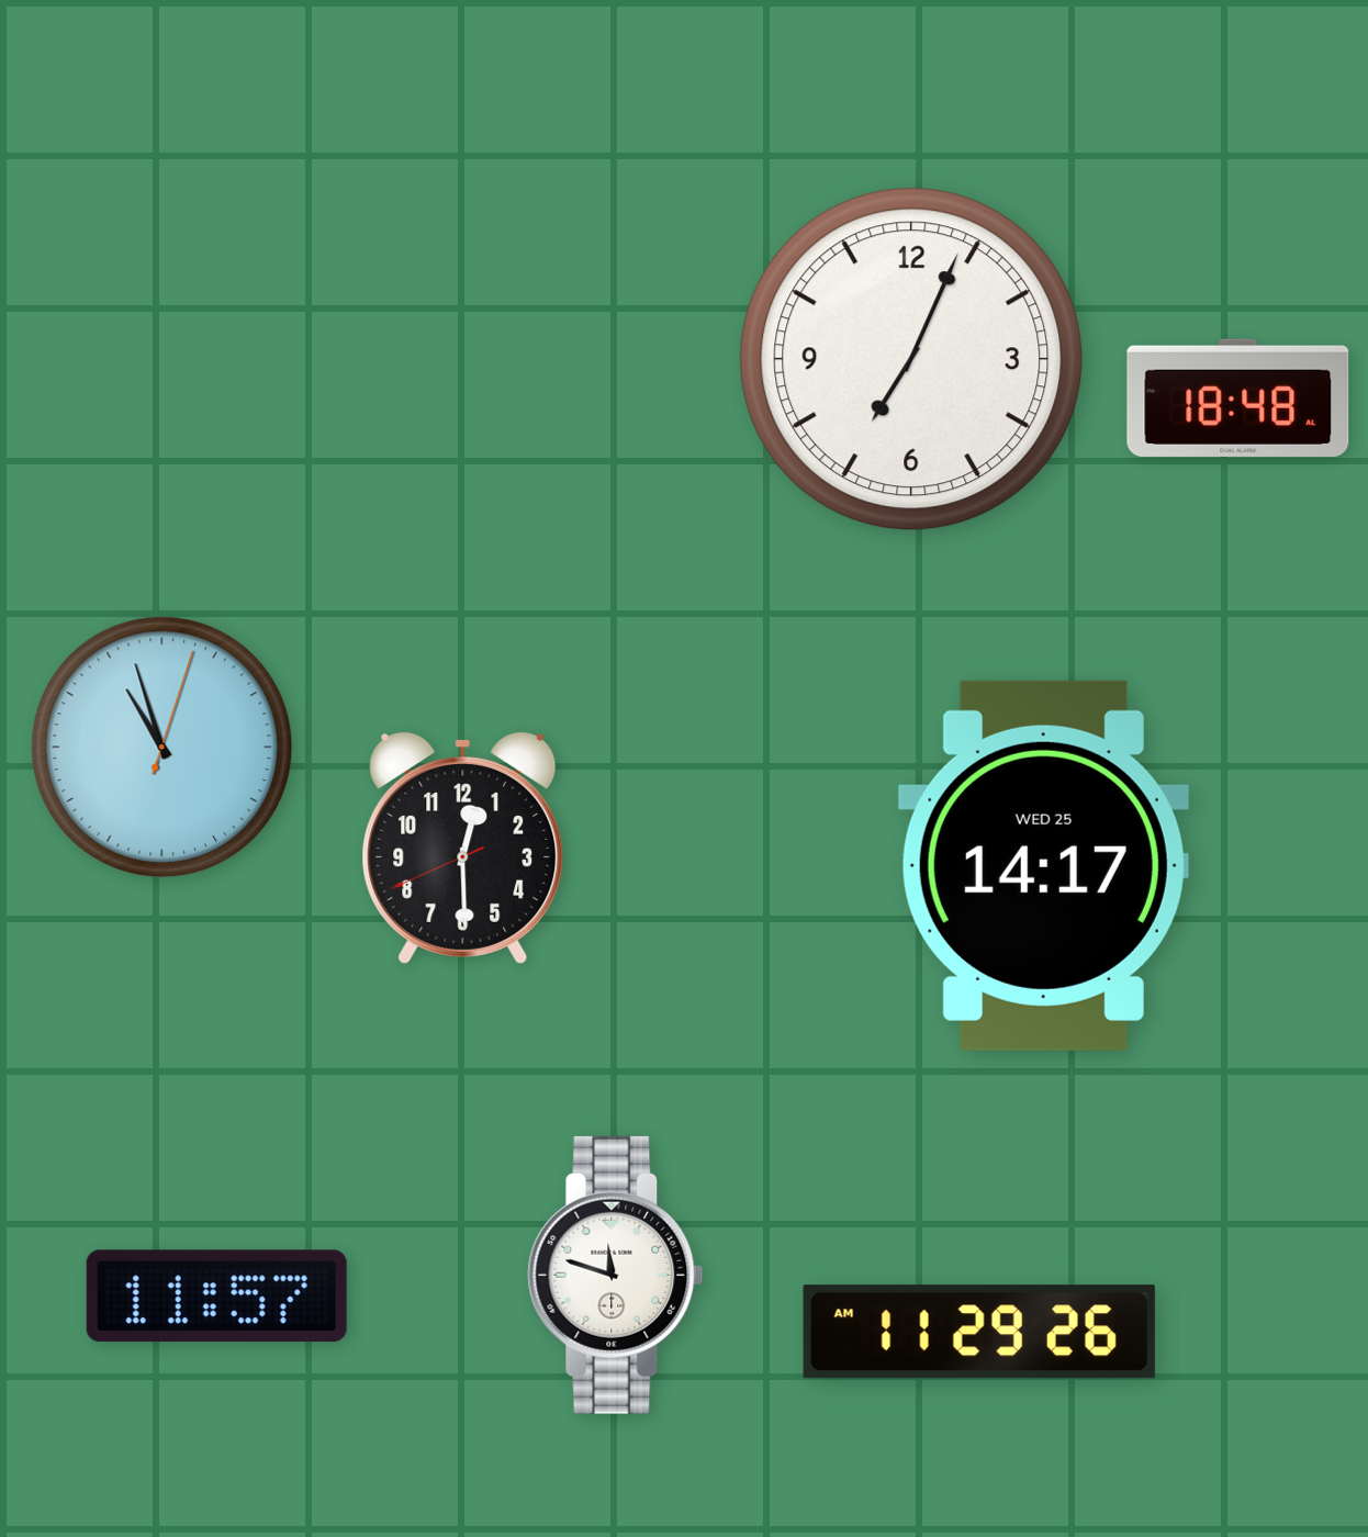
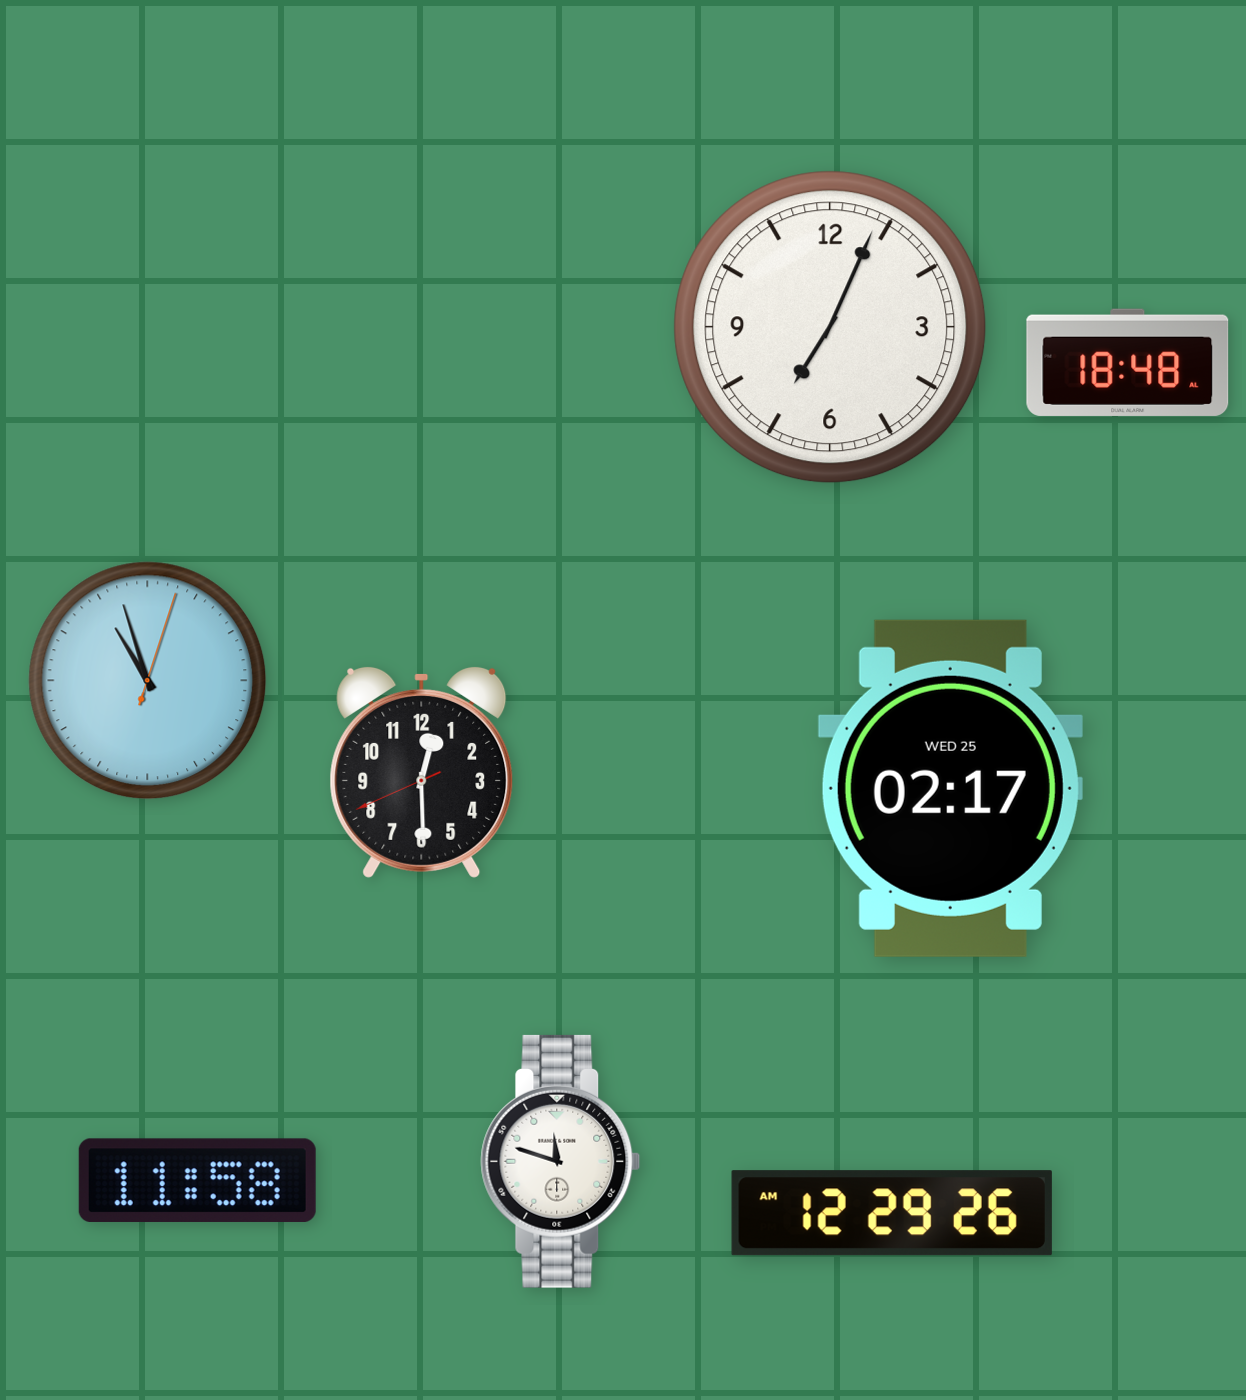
clock at (1043, 865): 14:17 -> 02:17
clock at (216, 1295): 11:57 -> 11:58
clock at (979, 1332): 11:29 -> 12:29
